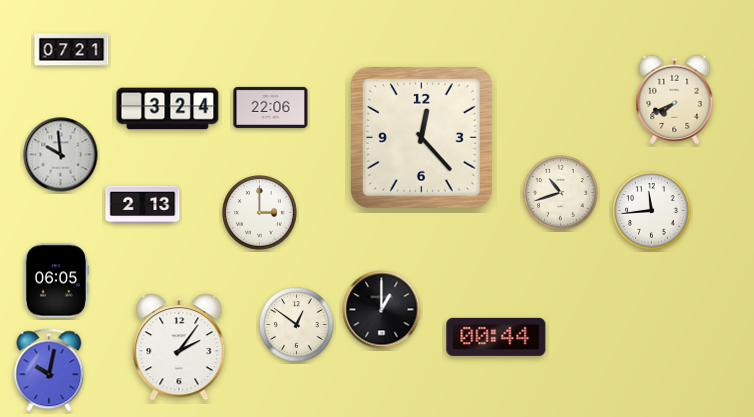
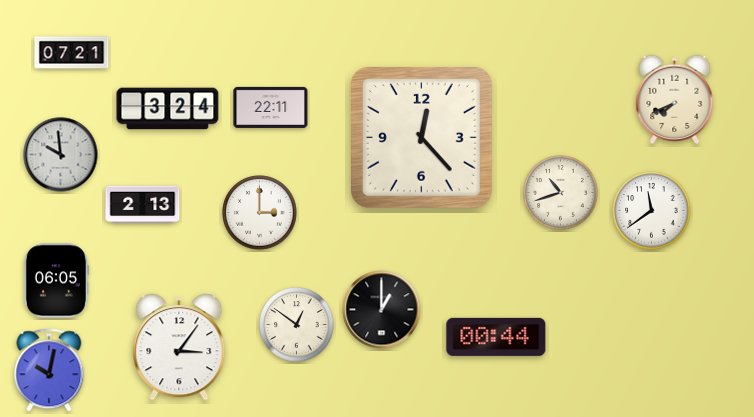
clock at (72, 50) position: (72, 50) -> (72, 53)
clock at (271, 107): 22:06 -> 22:11
clock at (652, 211): 11:44 -> 11:39
clock at (179, 348): 2:06 -> 3:06
